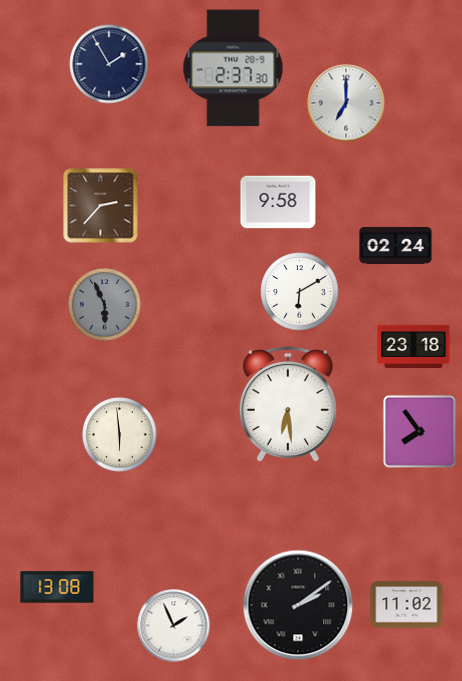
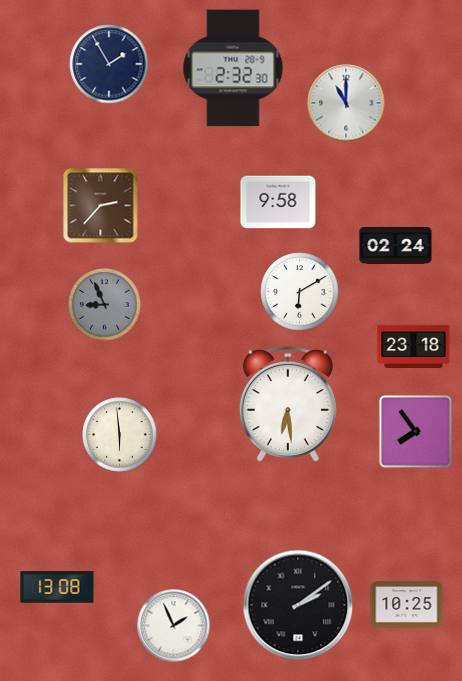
clock at (233, 68): 2:37 -> 2:32
clock at (346, 103): 7:00 -> 11:00
clock at (105, 305): 5:56 -> 8:56
clock at (419, 431) position: (419, 431) -> (415, 431)
clock at (407, 605): 11:02 -> 10:25
